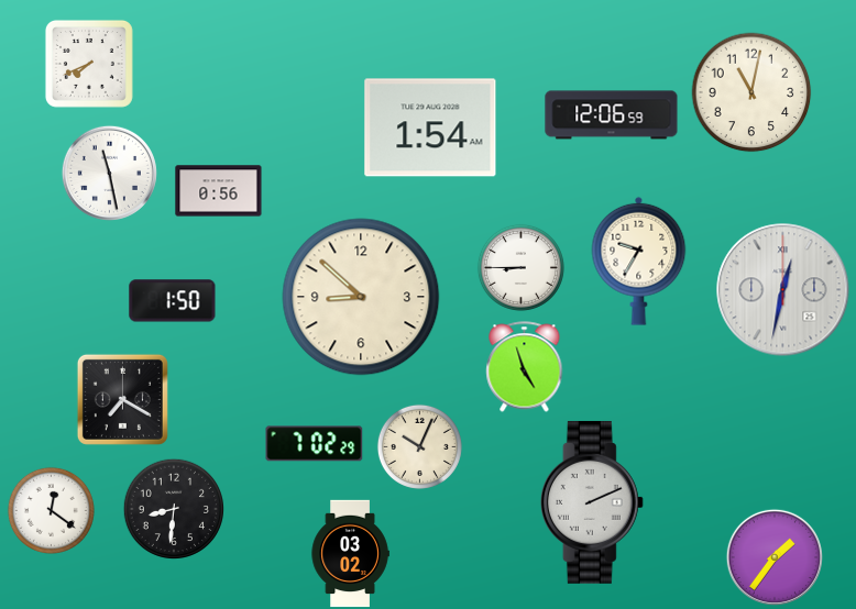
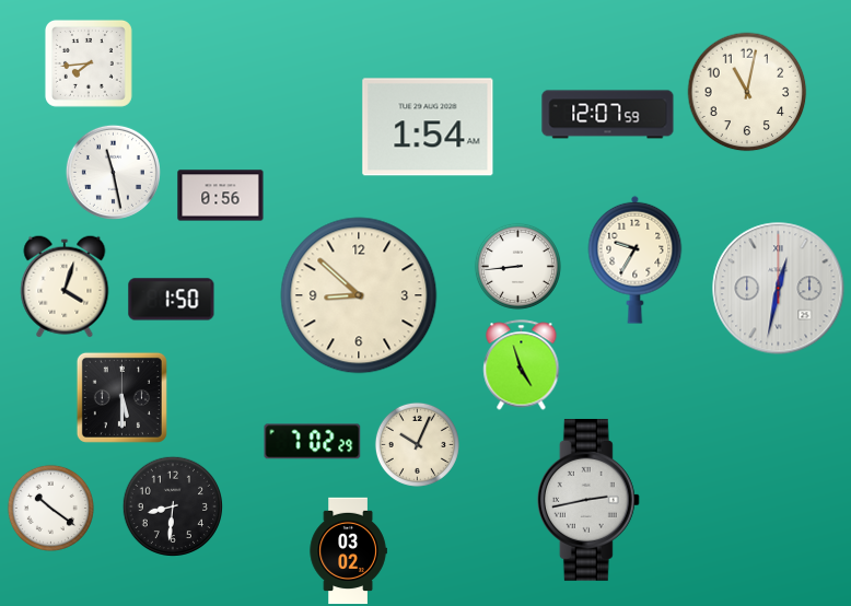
clock at (89, 64): 7:41 -> 7:44
clock at (612, 115): 12:06 -> 12:07
clock at (109, 173) position: (109, 173) -> (113, 172)
clock at (219, 191) position: (219, 191) -> (221, 196)
clock at (520, 267): 8:45 -> 8:44
clock at (65, 287): none -> 4:03
clock at (122, 399): 7:20 -> 5:30
clock at (592, 502): 2:11 -> 2:43
clock at (51, 510): 12:21 -> 10:21
clock at (775, 557): 1:36 -> none
